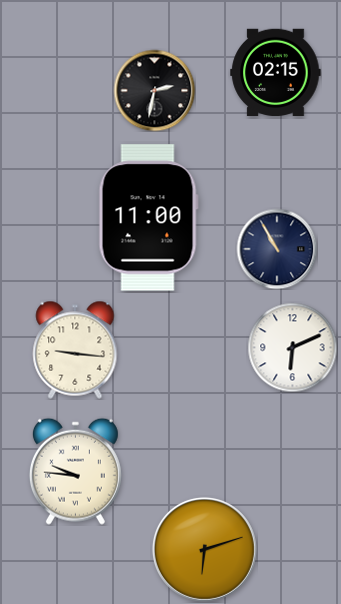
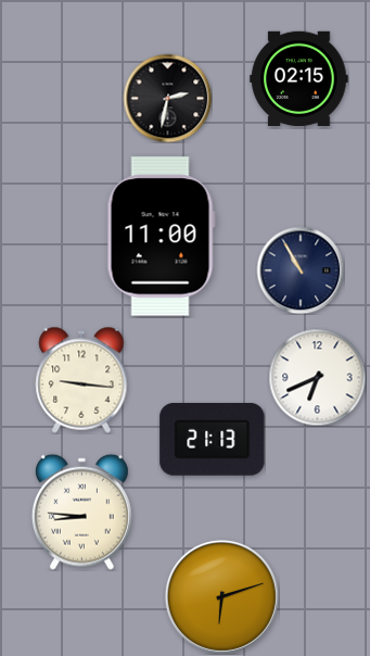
clock at (292, 347): 6:11 -> 6:41
clock at (213, 439): none -> 21:13
clock at (75, 471): 9:46 -> 8:46
